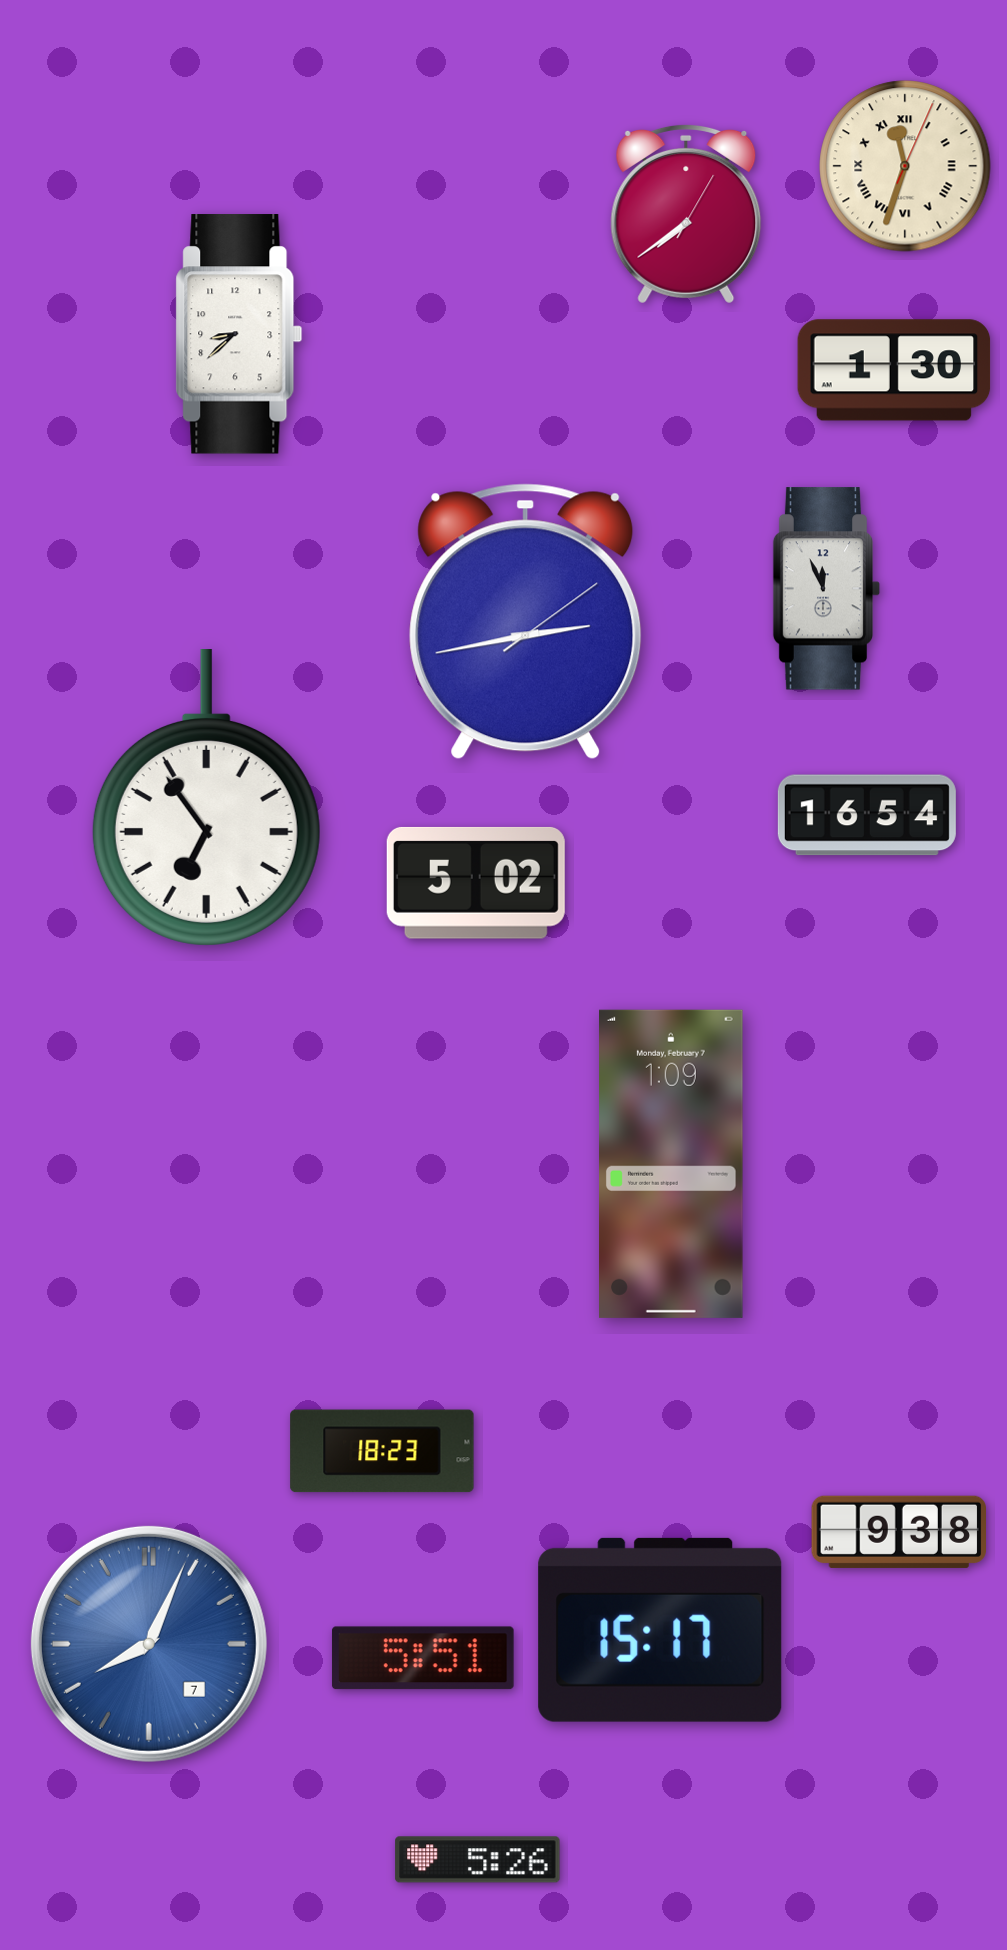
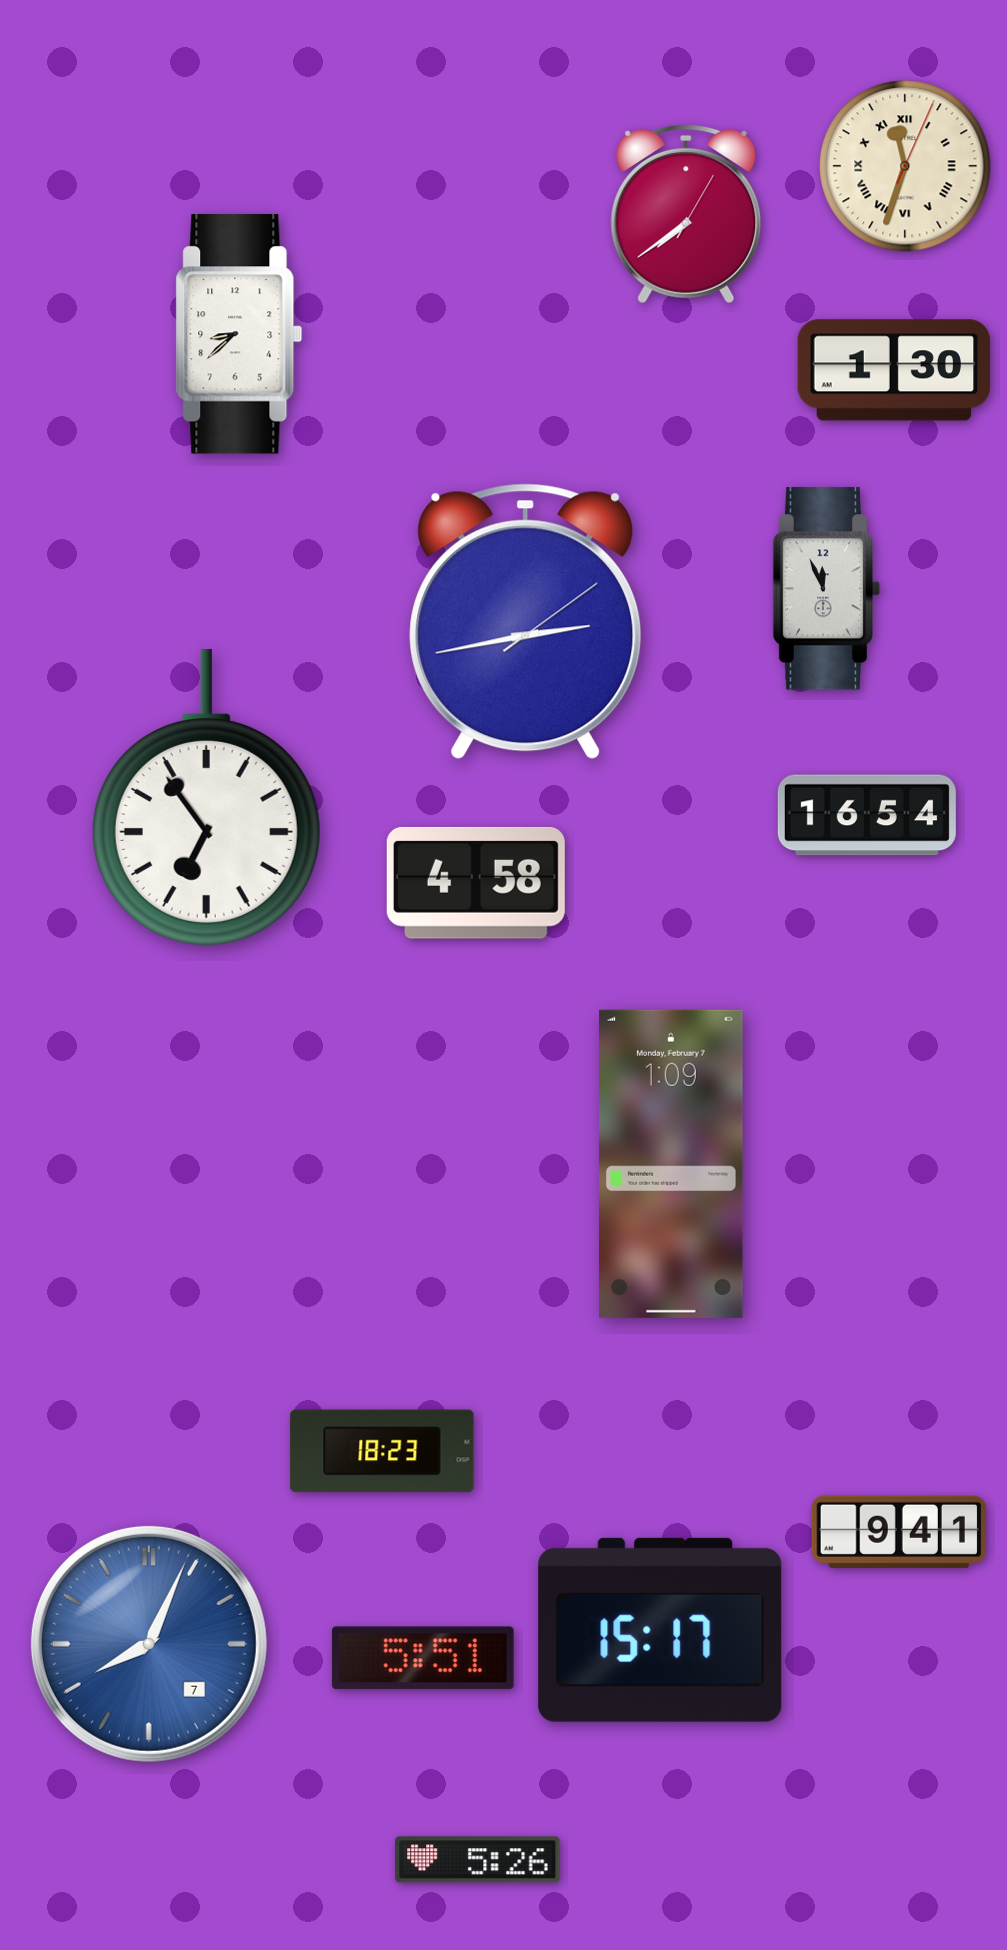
clock at (476, 883): 5:02 -> 4:58
clock at (898, 1532): 9:38 -> 9:41
